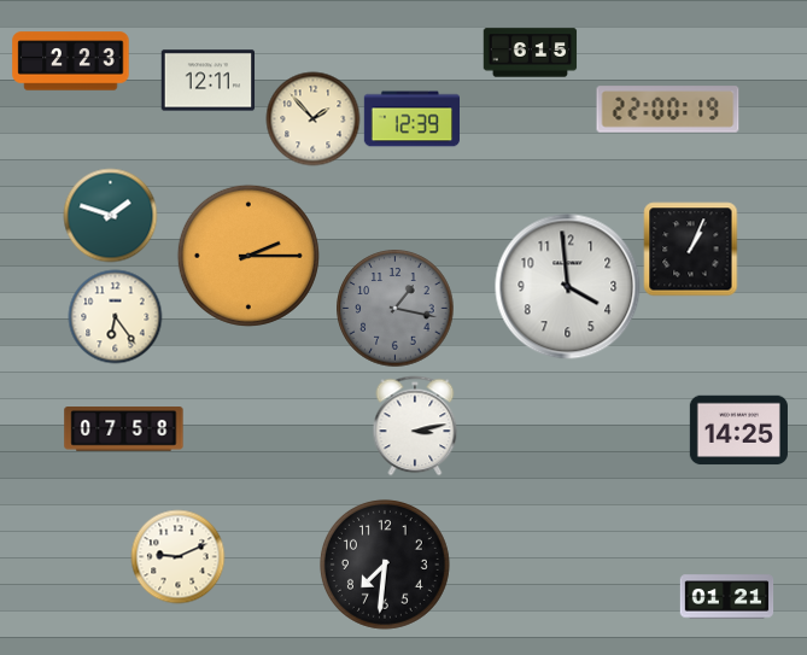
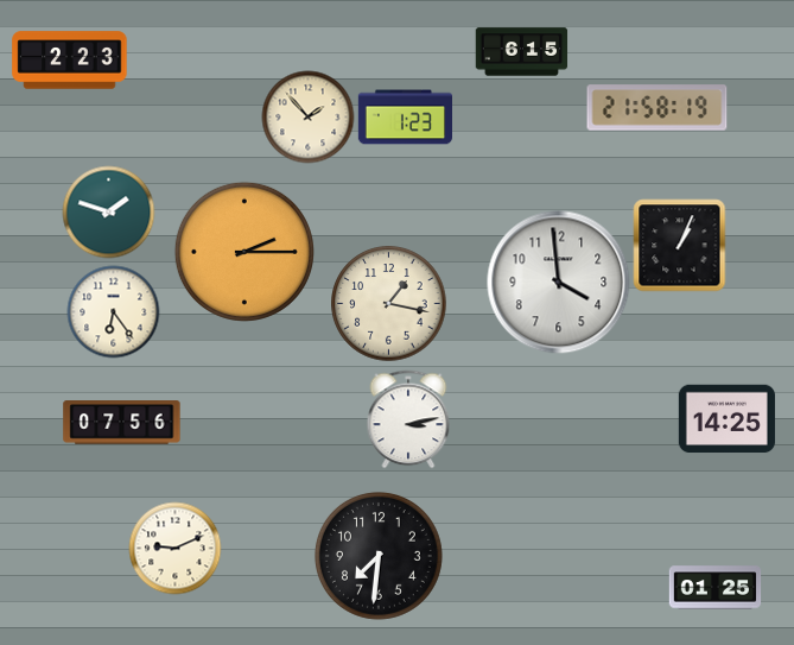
clock at (207, 81): 12:11 -> none
clock at (668, 110): 22:00 -> 21:58
clock at (411, 119): 12:39 -> 1:23
clock at (396, 309) dial: grey -> cream
clock at (124, 429): 07:58 -> 07:56
clock at (738, 431) position: (738, 431) -> (726, 419)
clock at (726, 597): 01:21 -> 01:25
